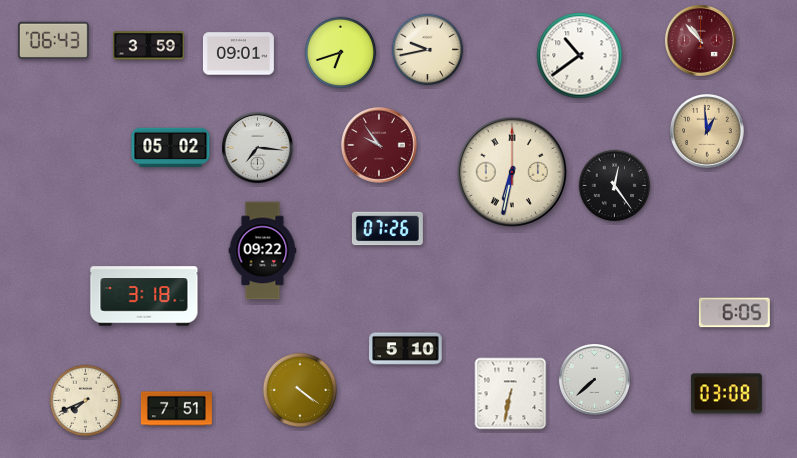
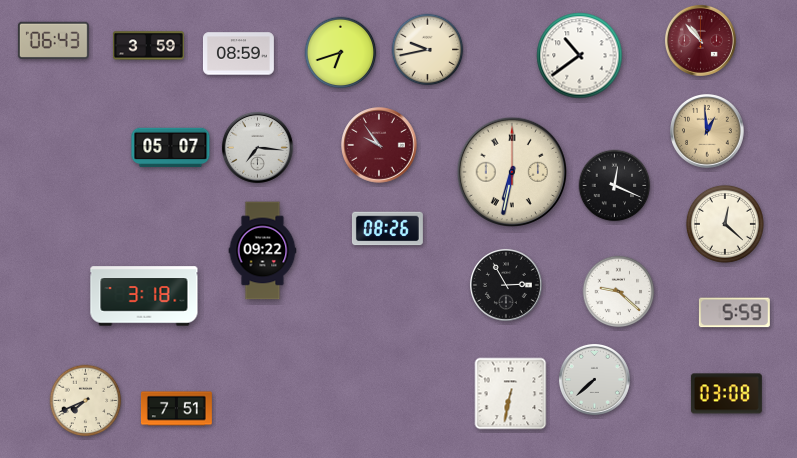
clock at (238, 54): 09:01 -> 08:59
clock at (171, 148): 05:02 -> 05:07
clock at (615, 186): 12:24 -> 12:19
clock at (725, 224): none -> 12:22
clock at (387, 229): 07:26 -> 08:26
clock at (506, 285): none -> 2:55
clock at (619, 292): none -> 9:22
clock at (734, 313): 6:05 -> 5:59
clock at (406, 349): 5:10 -> none
clock at (299, 389): 4:21 -> none
